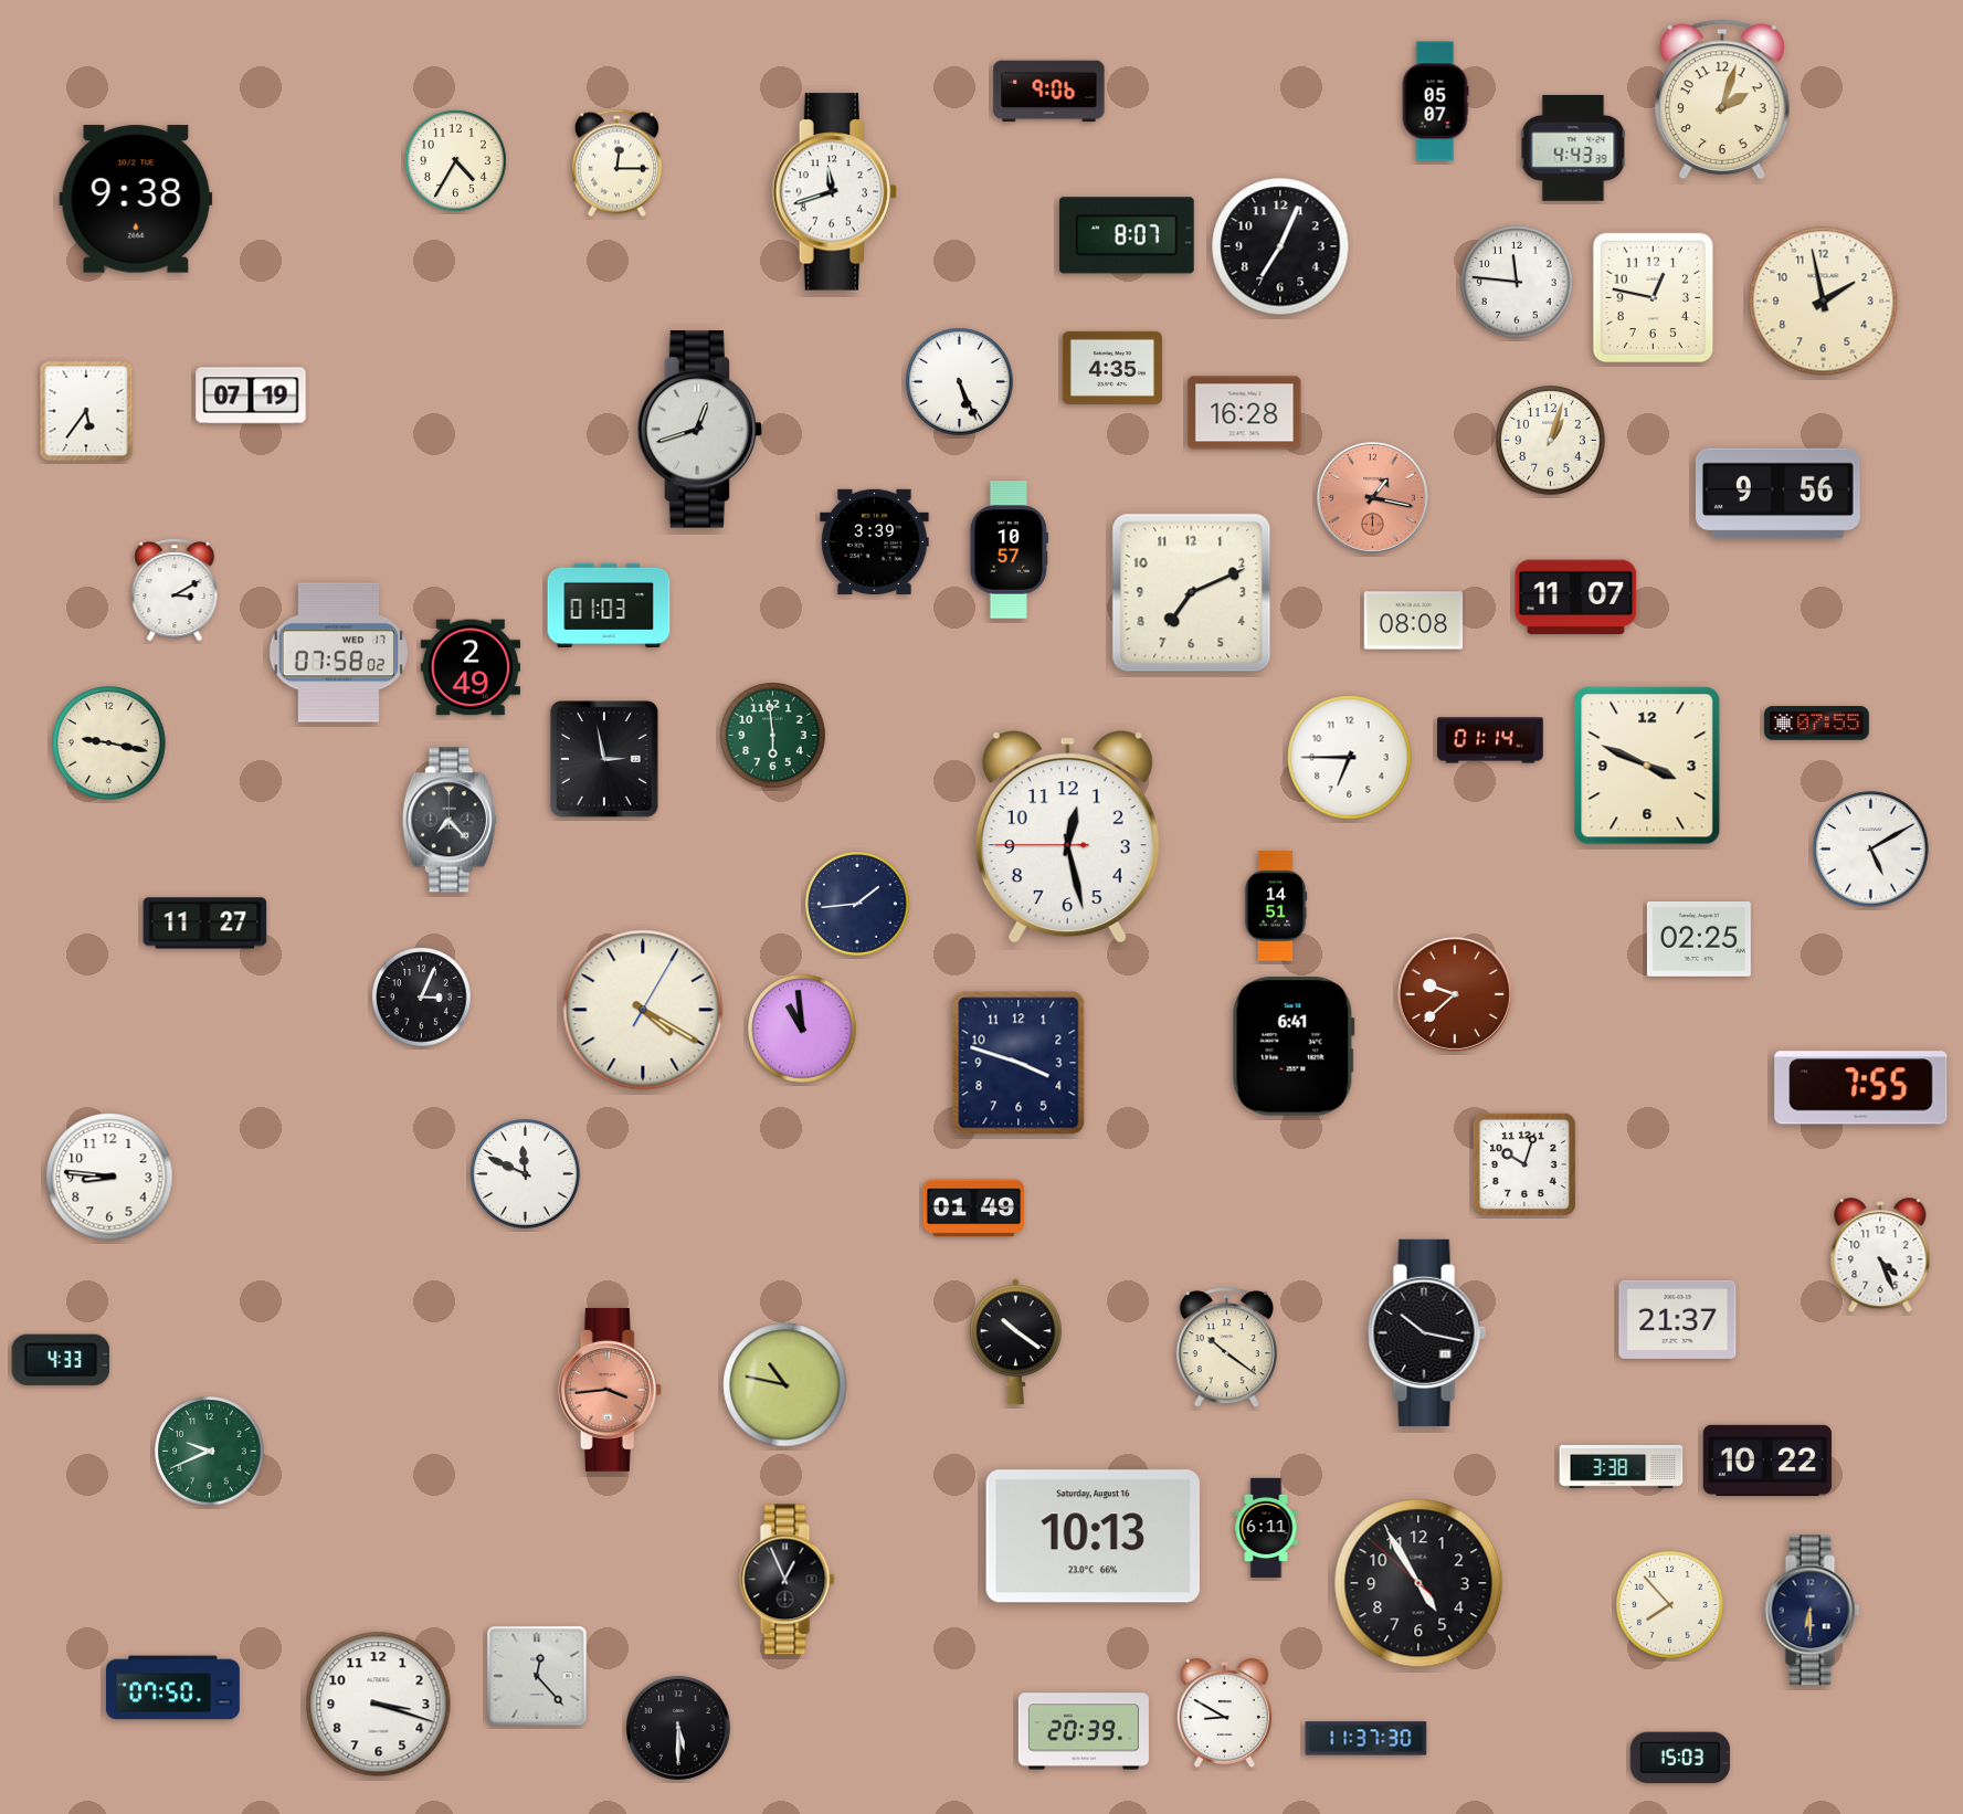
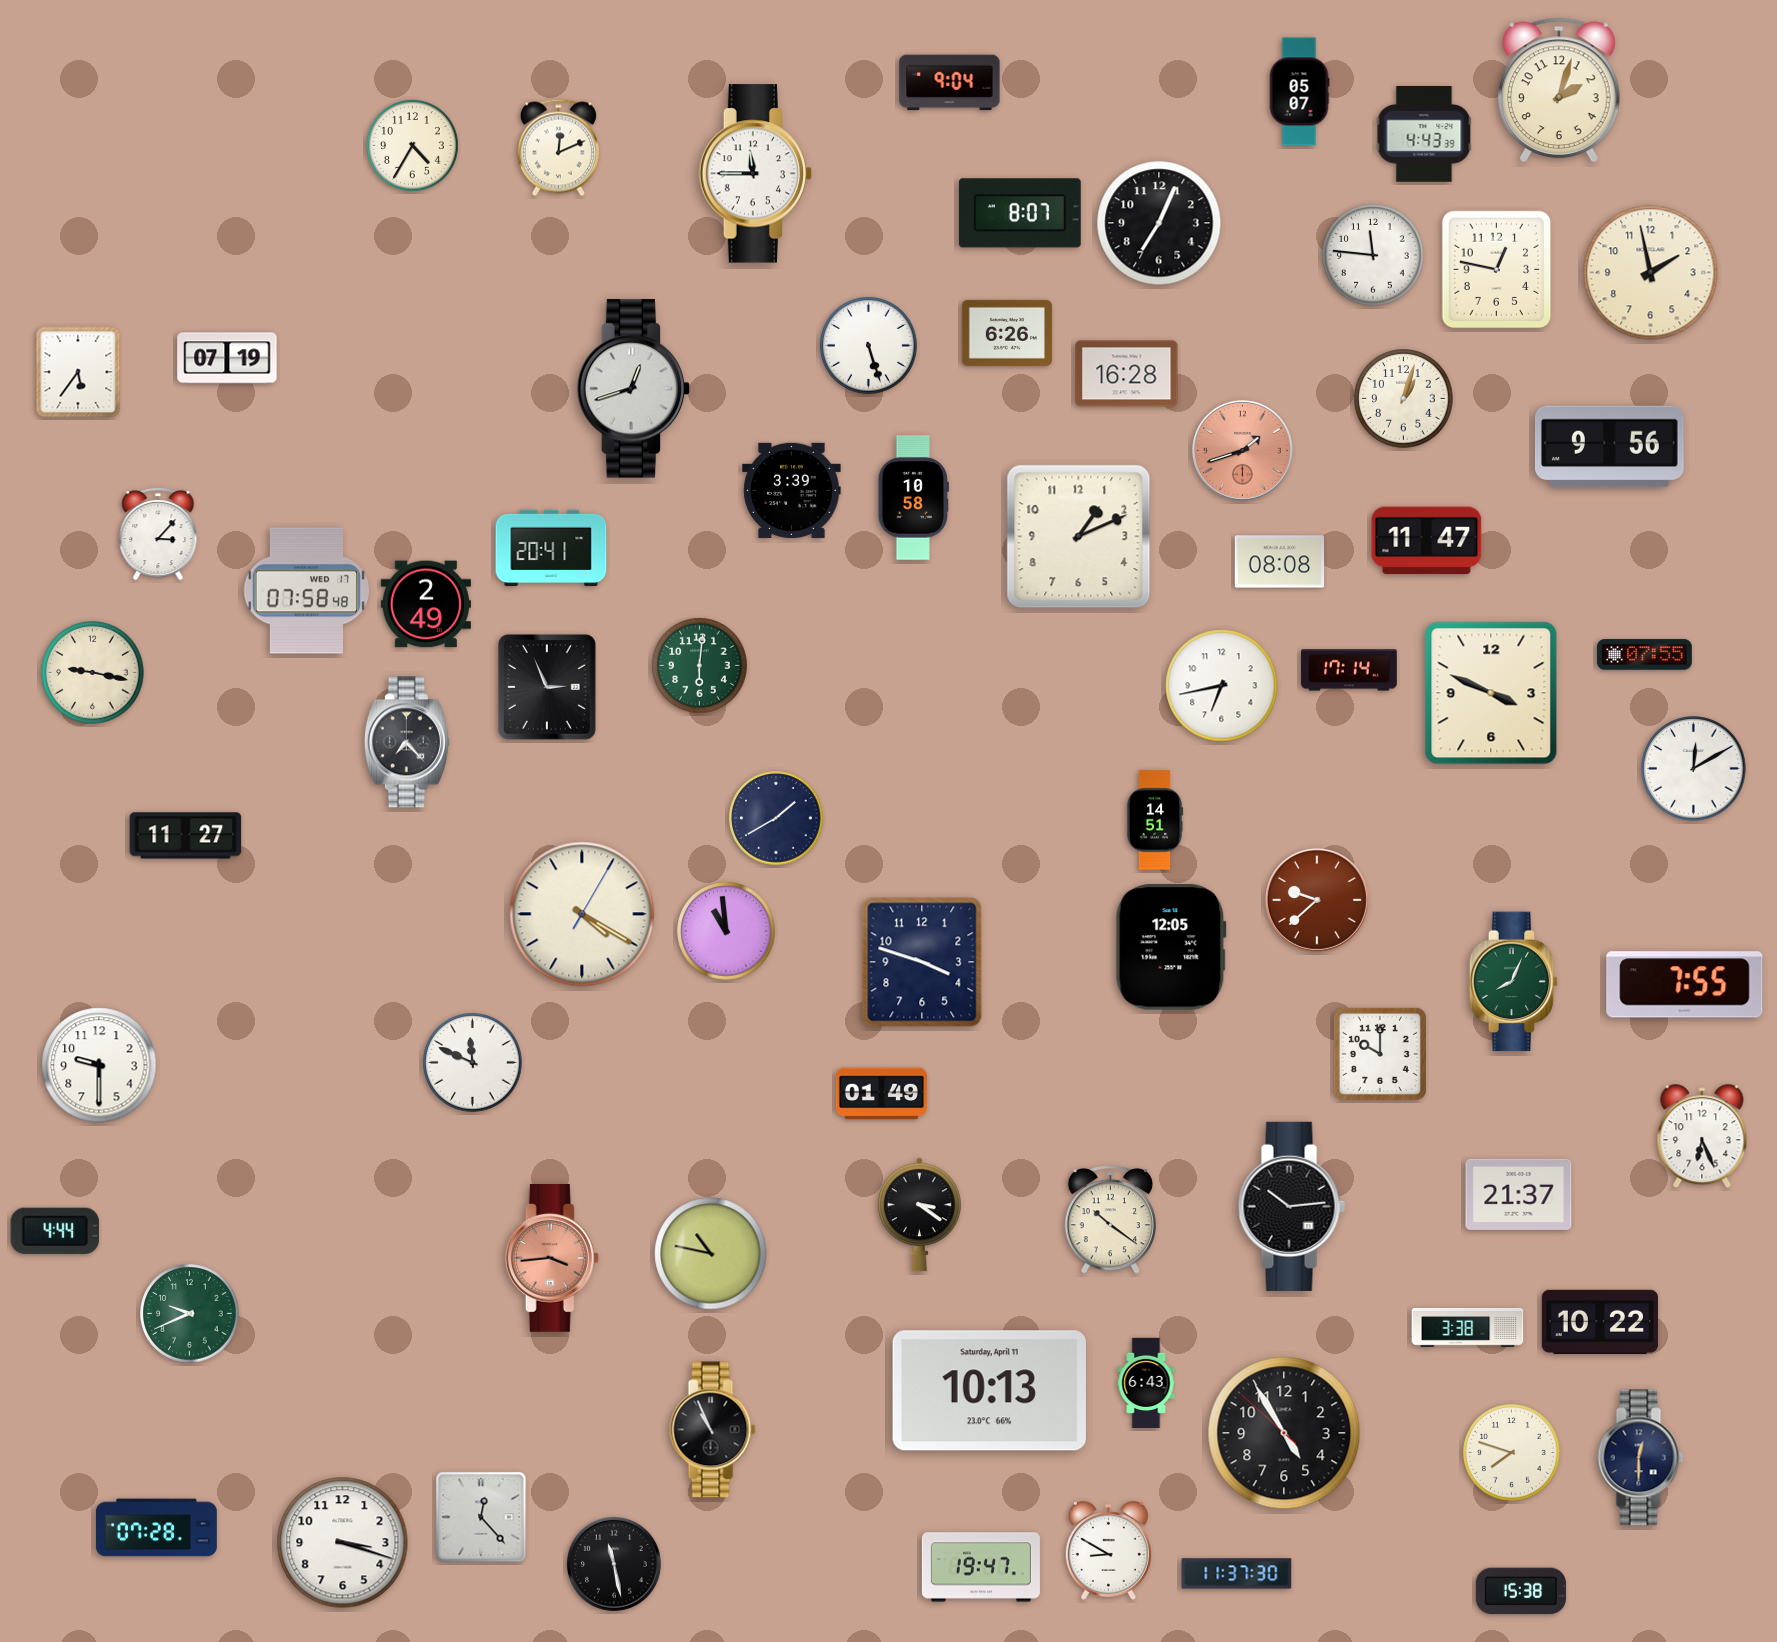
clock at (1049, 92): 9:06 -> 9:04
clock at (616, 164): 12:15 -> 12:11
clock at (835, 192): 11:42 -> 11:45
clock at (136, 199): 9:38 -> none
clock at (1112, 368): 4:35 -> 6:26
clock at (960, 382): 5:26 -> 5:27
clock at (1372, 497): 1:17 -> 1:42
clock at (1009, 550): 10:57 -> 10:58
clock at (175, 591): 3:10 -> 3:07
clock at (1192, 593): 7:11 -> 1:11
clock at (1576, 598): 11:07 -> 11:47
clock at (609, 604): 01:03 -> 20:41
clock at (338, 653): 07:58:02 -> 07:58:48
clock at (773, 736): 5:59 -> 6:01
clock at (1490, 740): 01:14 -> 17:14
clock at (109, 743) position: (109, 743) -> (93, 673)
clock at (1350, 758): 6:45 -> 6:43
clock at (604, 759): 2:58 -> 2:56
clock at (1067, 837): 12:27 -> none
clock at (1871, 850): 5:10 -> 12:10
clock at (857, 904): 1:44 -> 1:40
clock at (1699, 939): 02:25 -> none
clock at (422, 998): 3:04 -> none
clock at (1294, 1046): 6:41 -> 12:05
clock at (1514, 982): none -> 8:04
clock at (1524, 1164): 10:03 -> 10:00
clock at (526, 1174) position: (526, 1174) -> (473, 1063)
clock at (109, 1177): 8:46 -> 9:30
clock at (1880, 1256): 4:26 -> 6:26
clock at (1426, 1332): 10:17 -> 10:14
clock at (1015, 1342): 10:21 -> 3:21
clock at (61, 1360): 4:33 -> 4:44
clock at (1266, 1528): 6:11 -> 6:43
clock at (1093, 1537) date: Saturday, August 16 -> Saturday, April 11
clock at (788, 1580): 12:56 -> 10:56
clock at (1670, 1605): 7:53 -> 7:48
clock at (1813, 1611): 6:30 -> 12:30
clock at (537, 1676) position: (537, 1676) -> (481, 1517)
clock at (172, 1688): 07:50 -> 07:28
clock at (678, 1728): 5:30 -> 11:28
clock at (1084, 1731): 20:39 -> 19:47
clock at (1680, 1758): 15:03 -> 15:38
